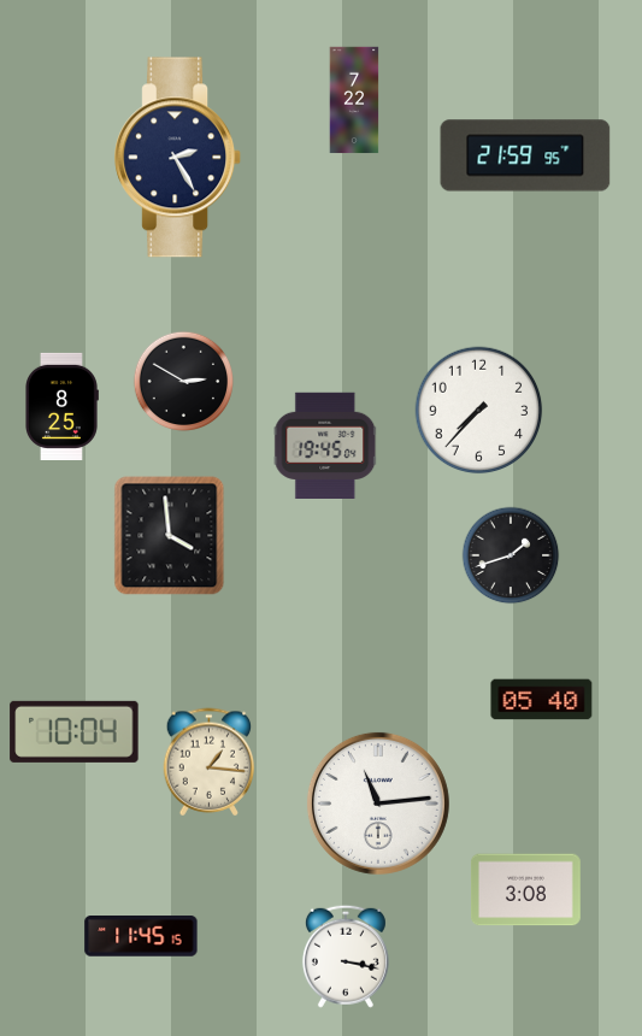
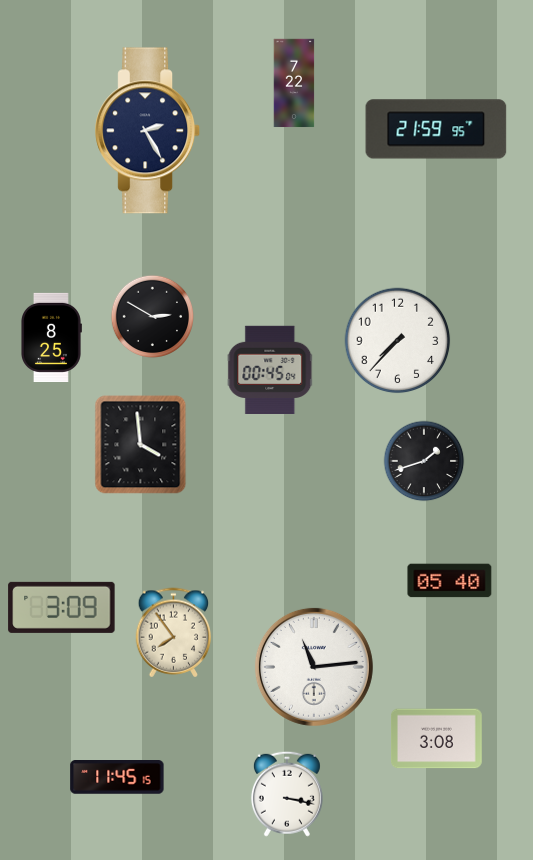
clock at (325, 445): 19:45 -> 00:45
clock at (75, 731): 10:04 -> 3:09
clock at (210, 763): 1:16 -> 7:54
